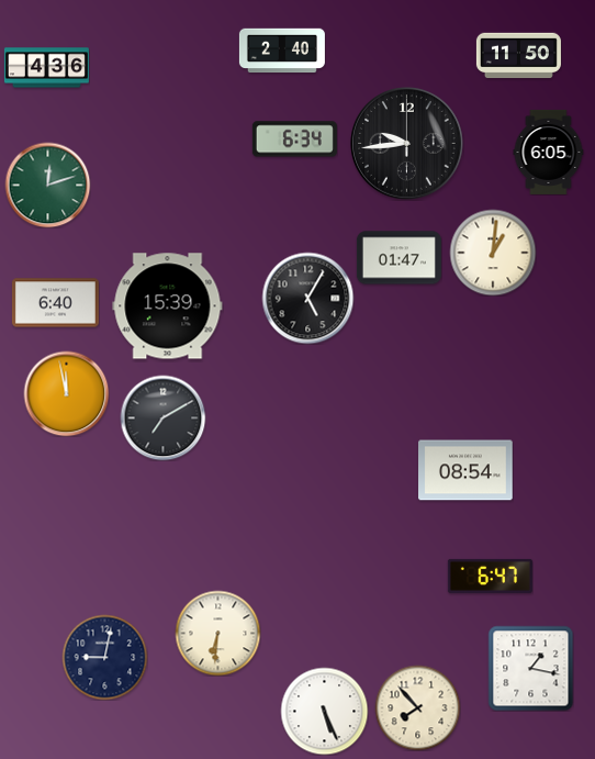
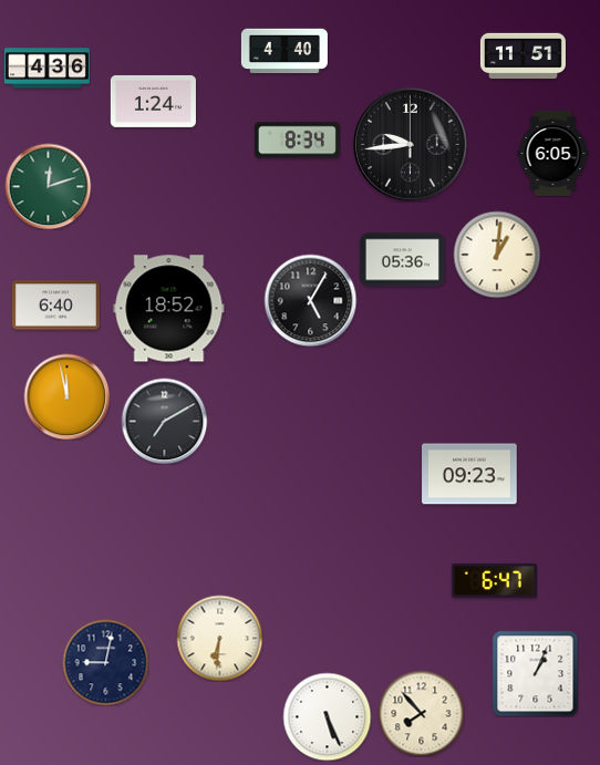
clock at (282, 51): 2:40 -> 4:40
clock at (518, 56): 11:50 -> 11:51
clock at (153, 101): none -> 1:24
clock at (294, 139): 6:34 -> 8:34
clock at (398, 258): 01:47 -> 05:36
clock at (168, 306): 15:39 -> 18:52
clock at (465, 470): 08:54 -> 09:23
clock at (530, 668): 1:17 -> 1:04
